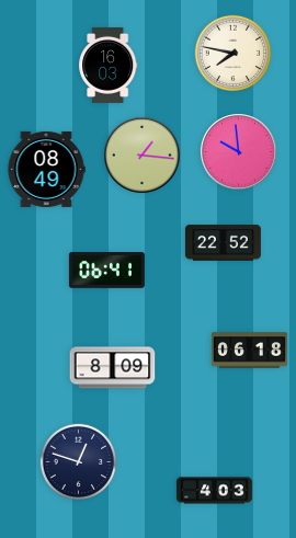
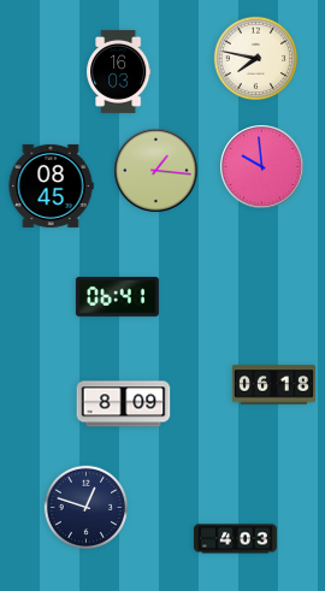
clock at (46, 169): 08:49 -> 08:45
clock at (223, 243): 22:52 -> none
